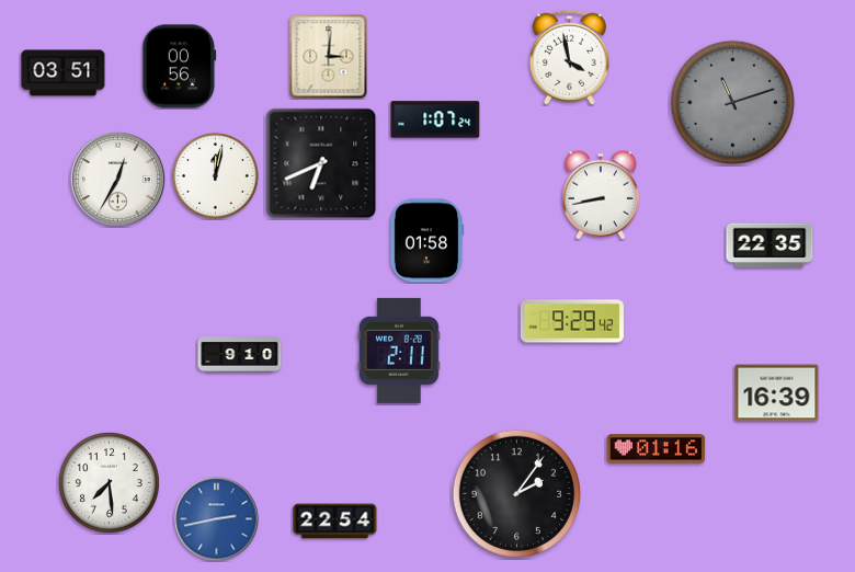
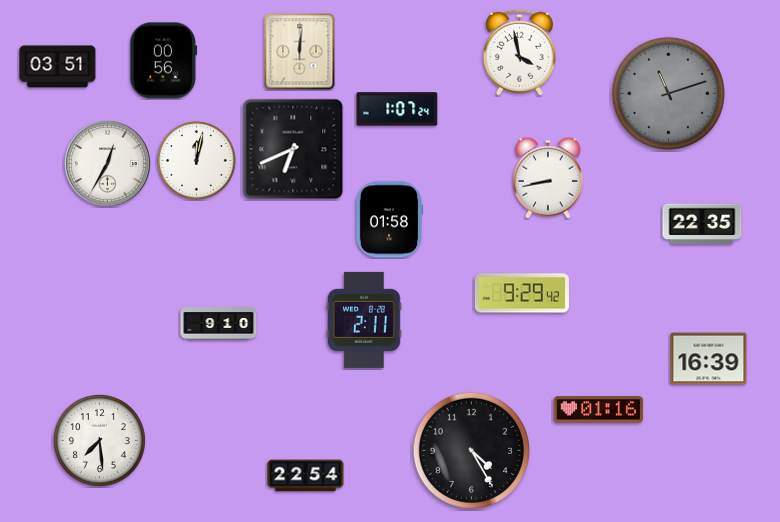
clock at (329, 57): 3:01 -> 12:01
clock at (516, 493): 2:06 -> 4:25
clock at (217, 519): 2:43 -> none
